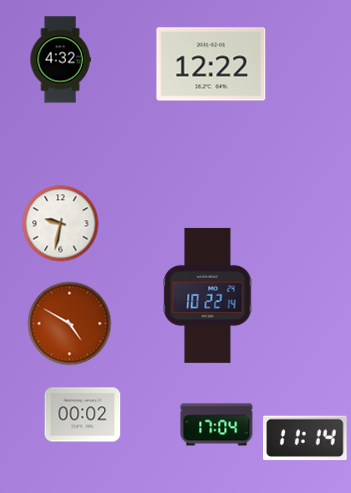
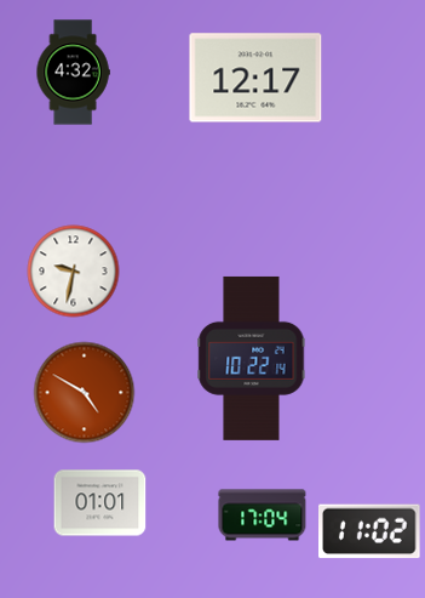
clock at (211, 64): 12:22 -> 12:17
clock at (83, 415): 00:02 -> 01:01
clock at (305, 438): 11:14 -> 11:02
